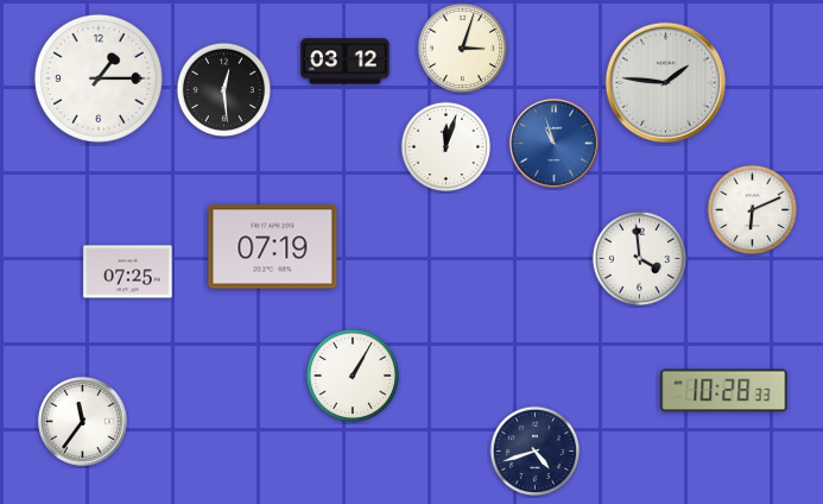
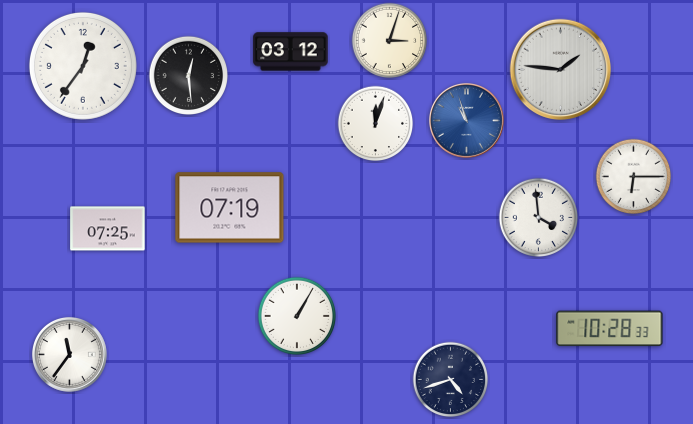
clock at (99, 78): 1:15 -> 12:36
clock at (753, 210): 6:11 -> 6:15
